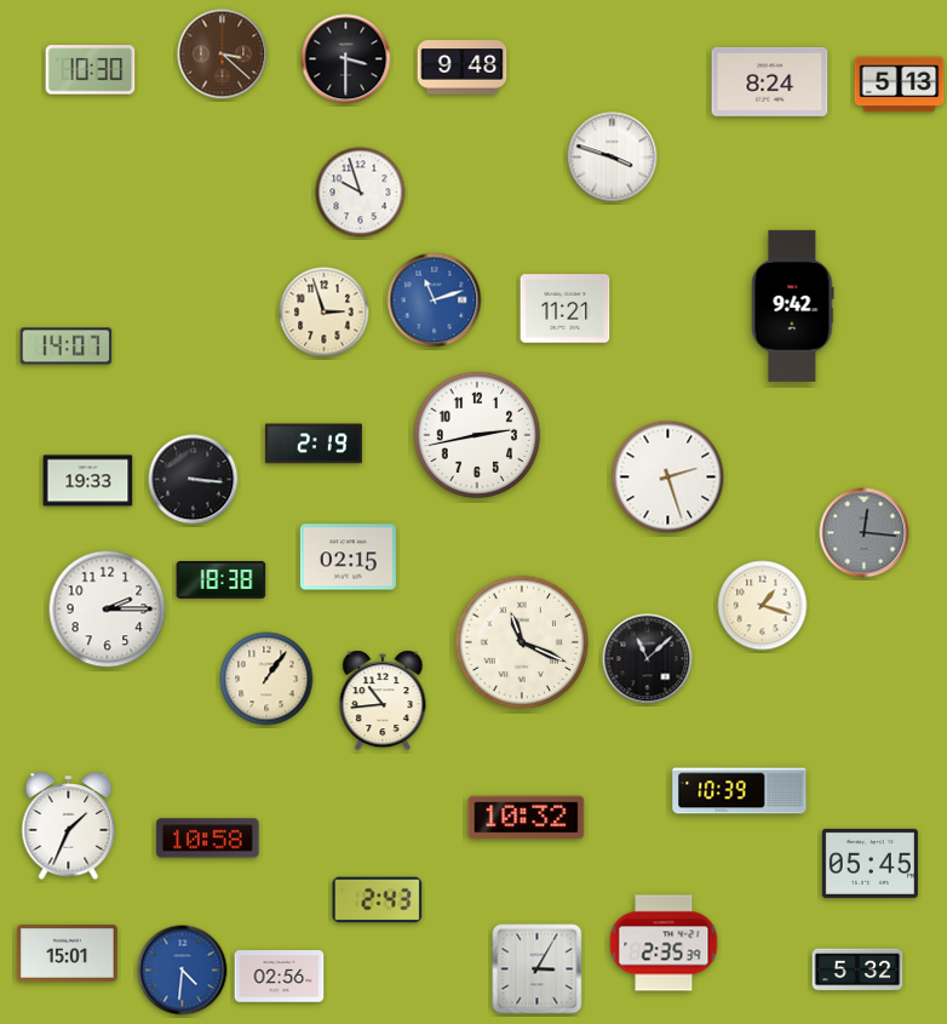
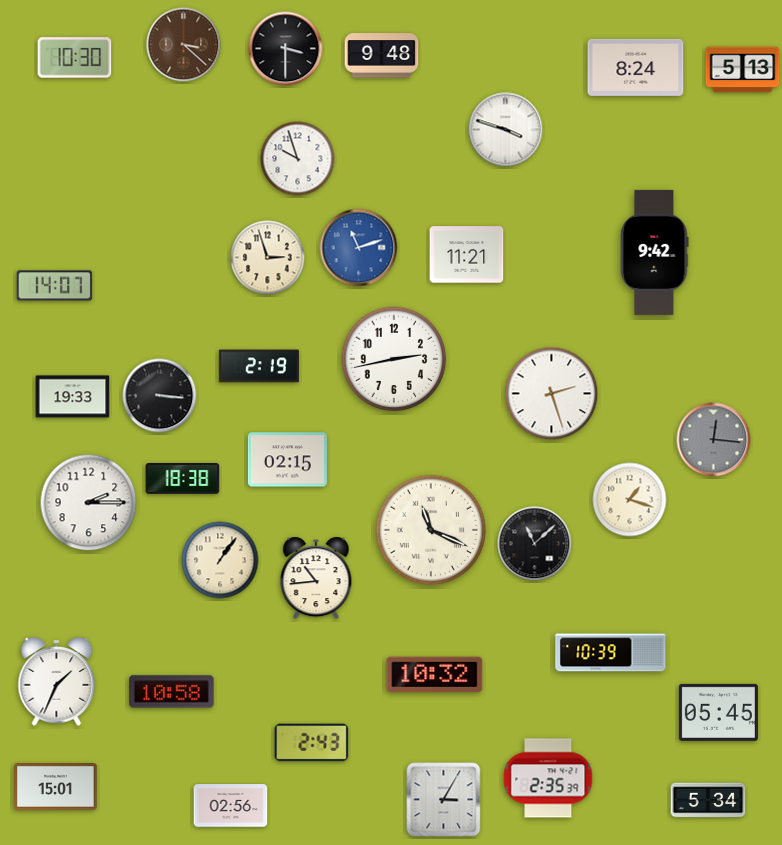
clock at (857, 969): 5:32 -> 5:34
clock at (183, 971): 4:31 -> none
